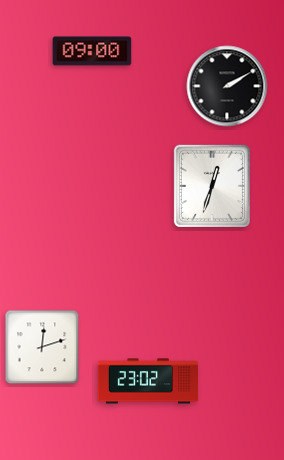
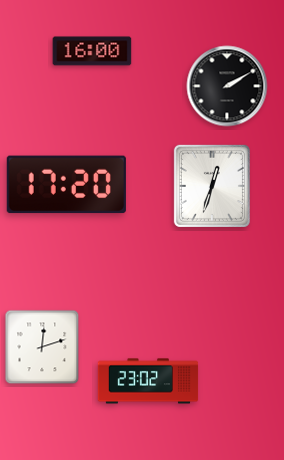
clock at (92, 51): 09:00 -> 16:00
clock at (66, 185): none -> 17:20
